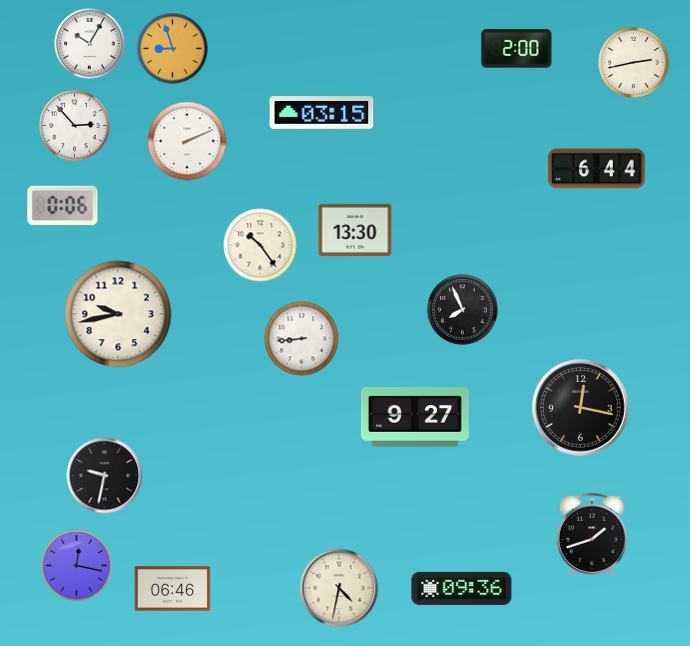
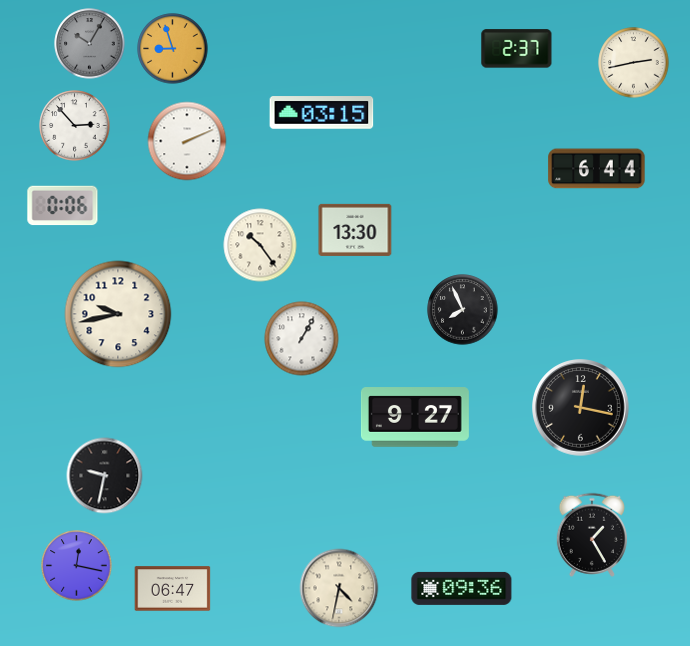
clock at (90, 44) dial: white -> grey
clock at (517, 49): 2:00 -> 2:37
clock at (302, 339): 8:44 -> 1:05
clock at (592, 535): 1:42 -> 1:25
clock at (173, 589): 06:46 -> 06:47
